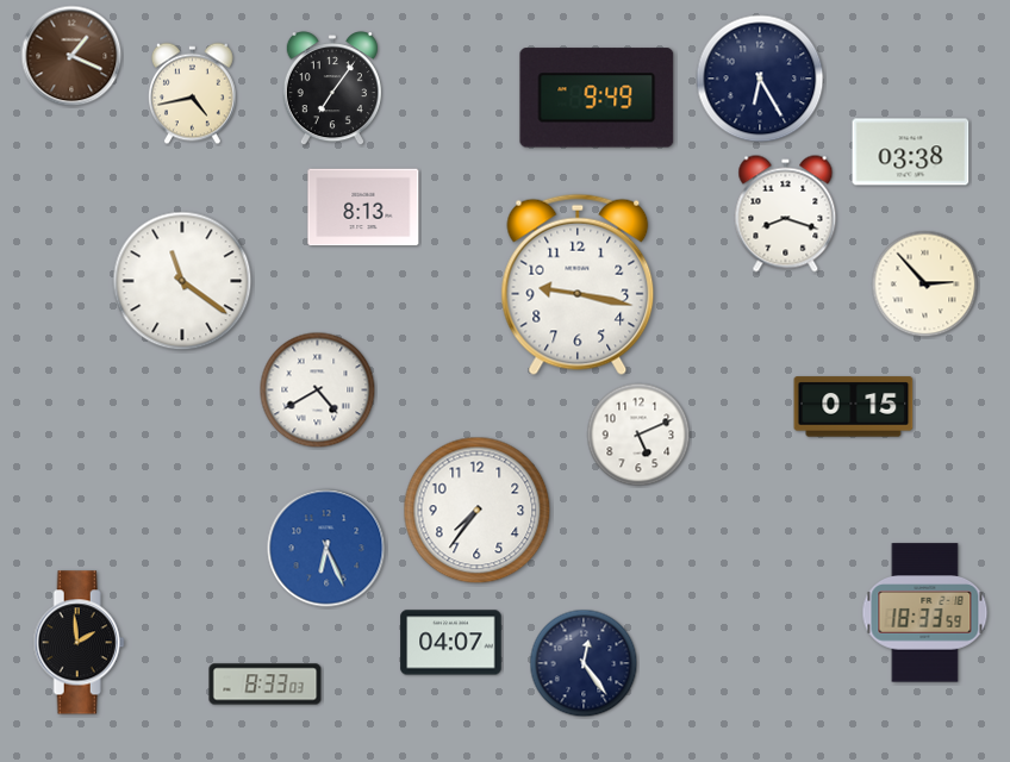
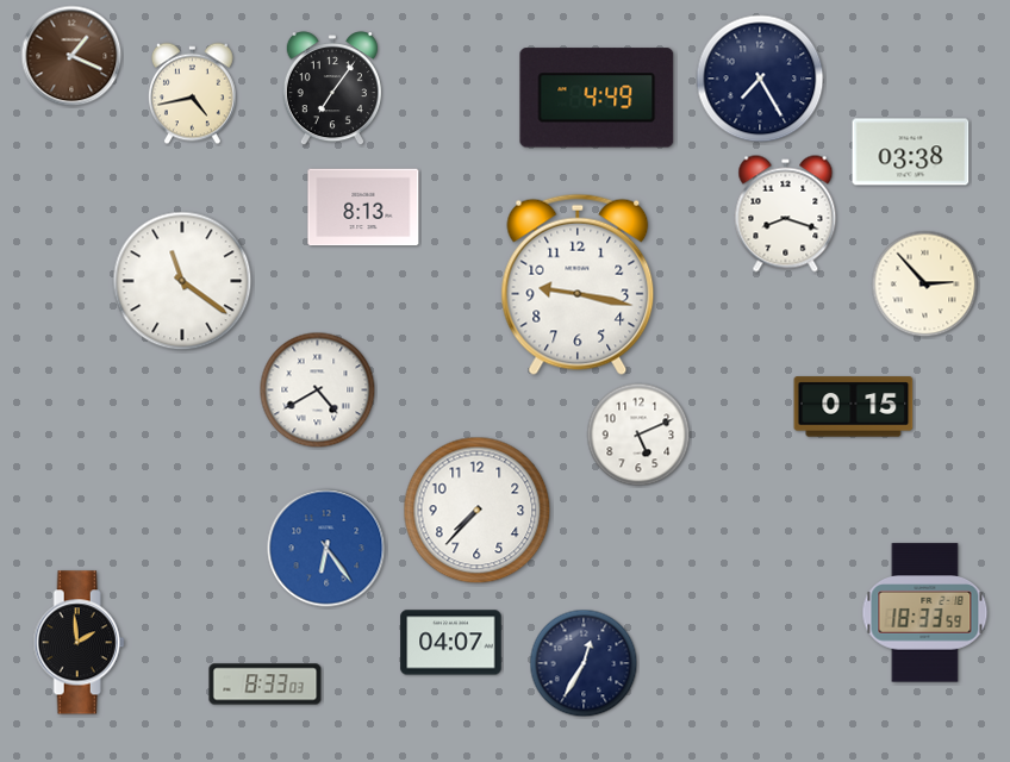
clock at (760, 79): 6:25 -> 7:25
clock at (597, 98): 9:49 -> 4:49
clock at (478, 511): 7:36 -> 7:37
clock at (326, 548): 6:26 -> 6:24
clock at (584, 663): 12:24 -> 12:35
